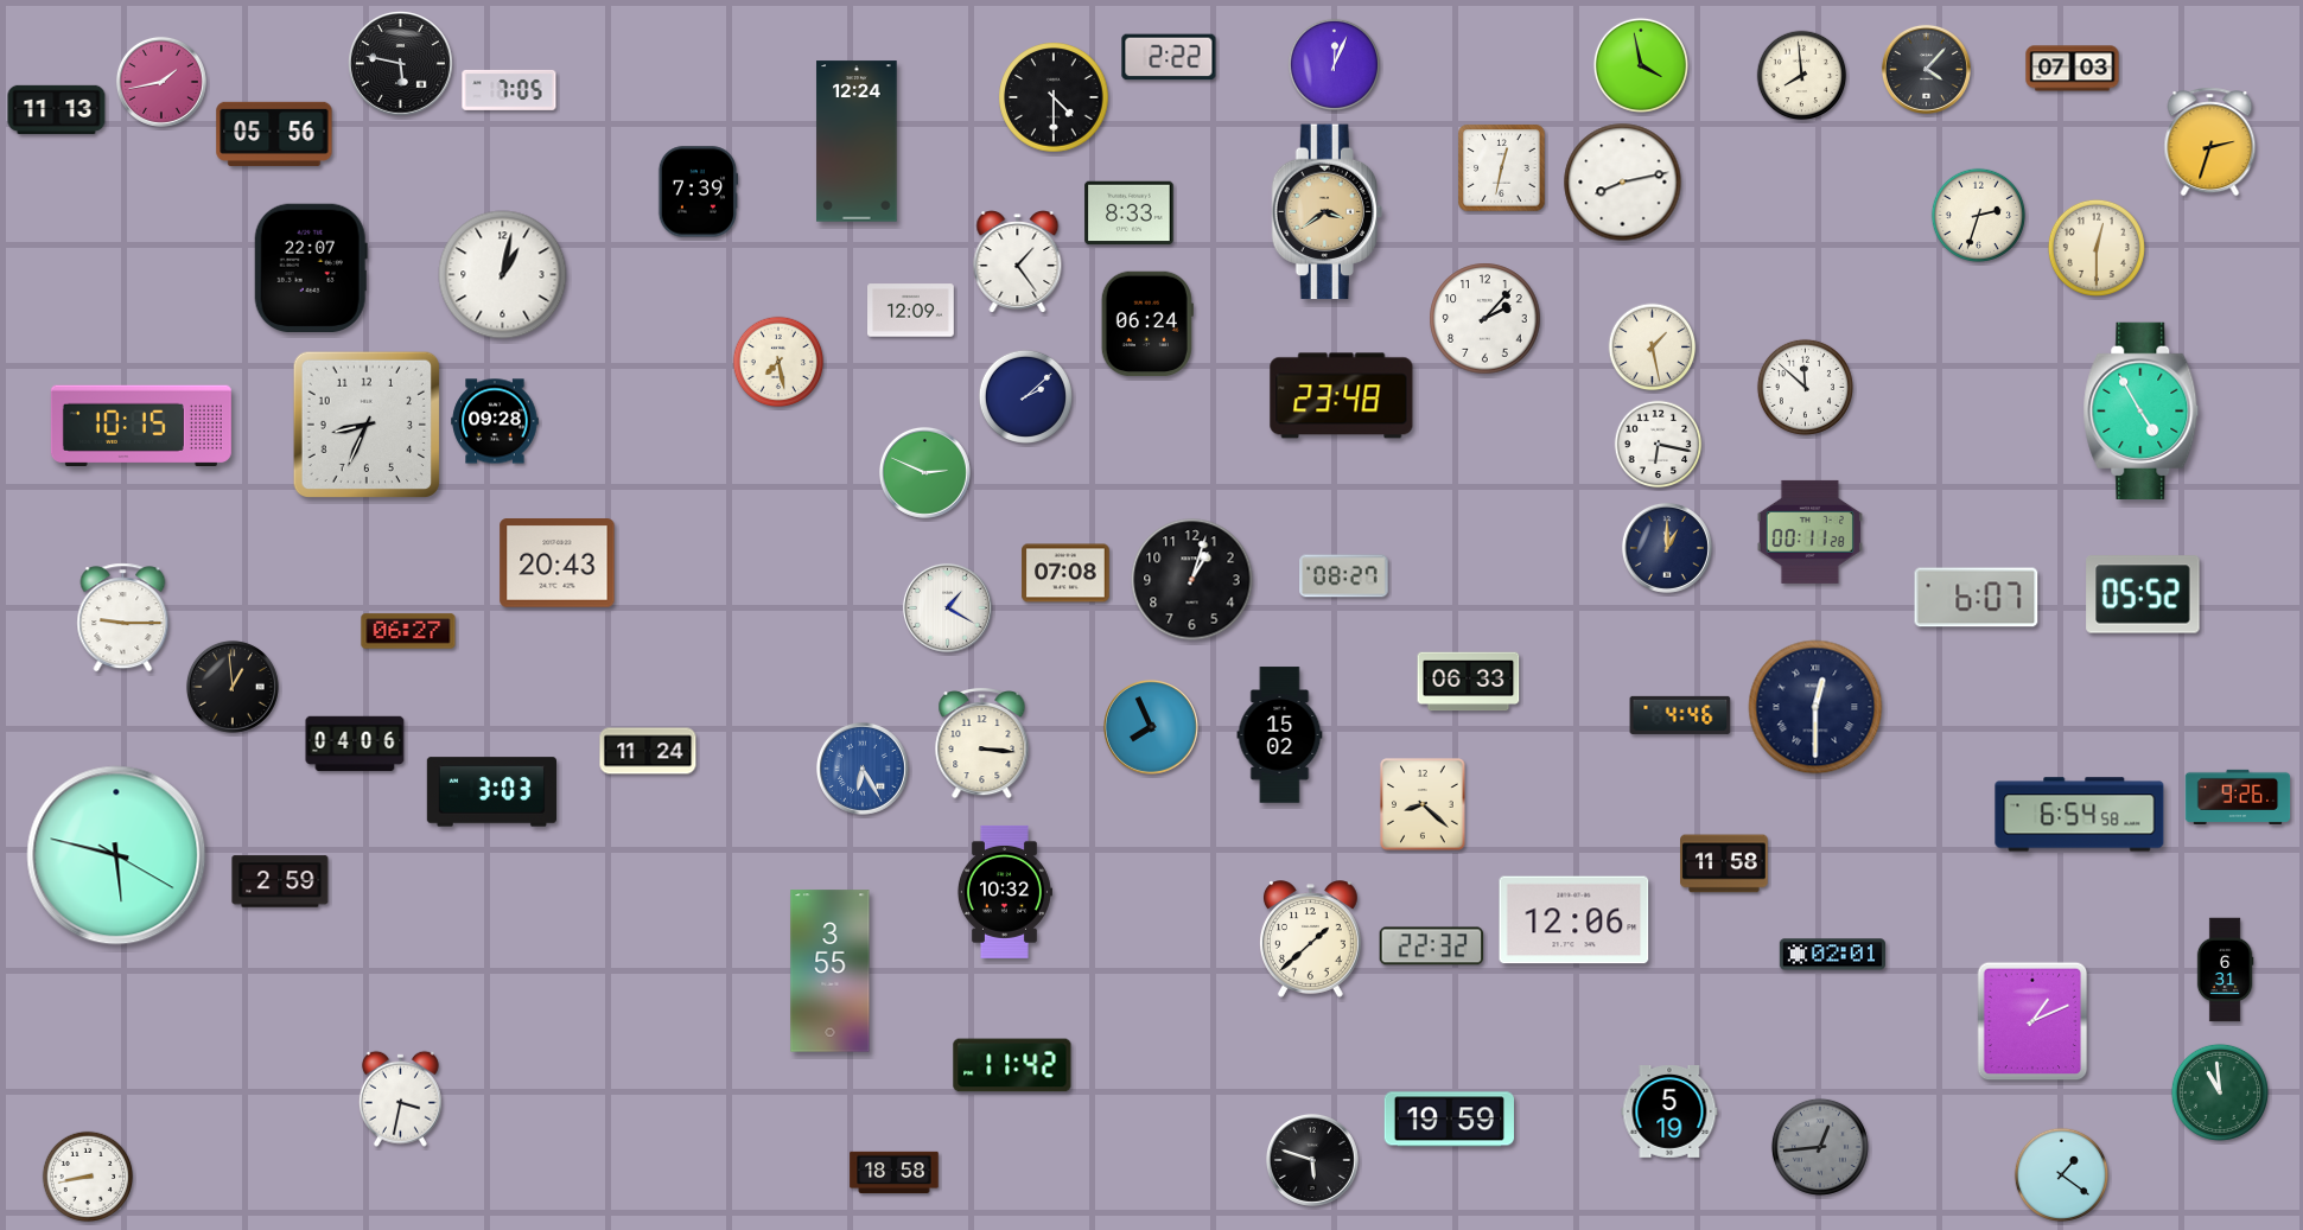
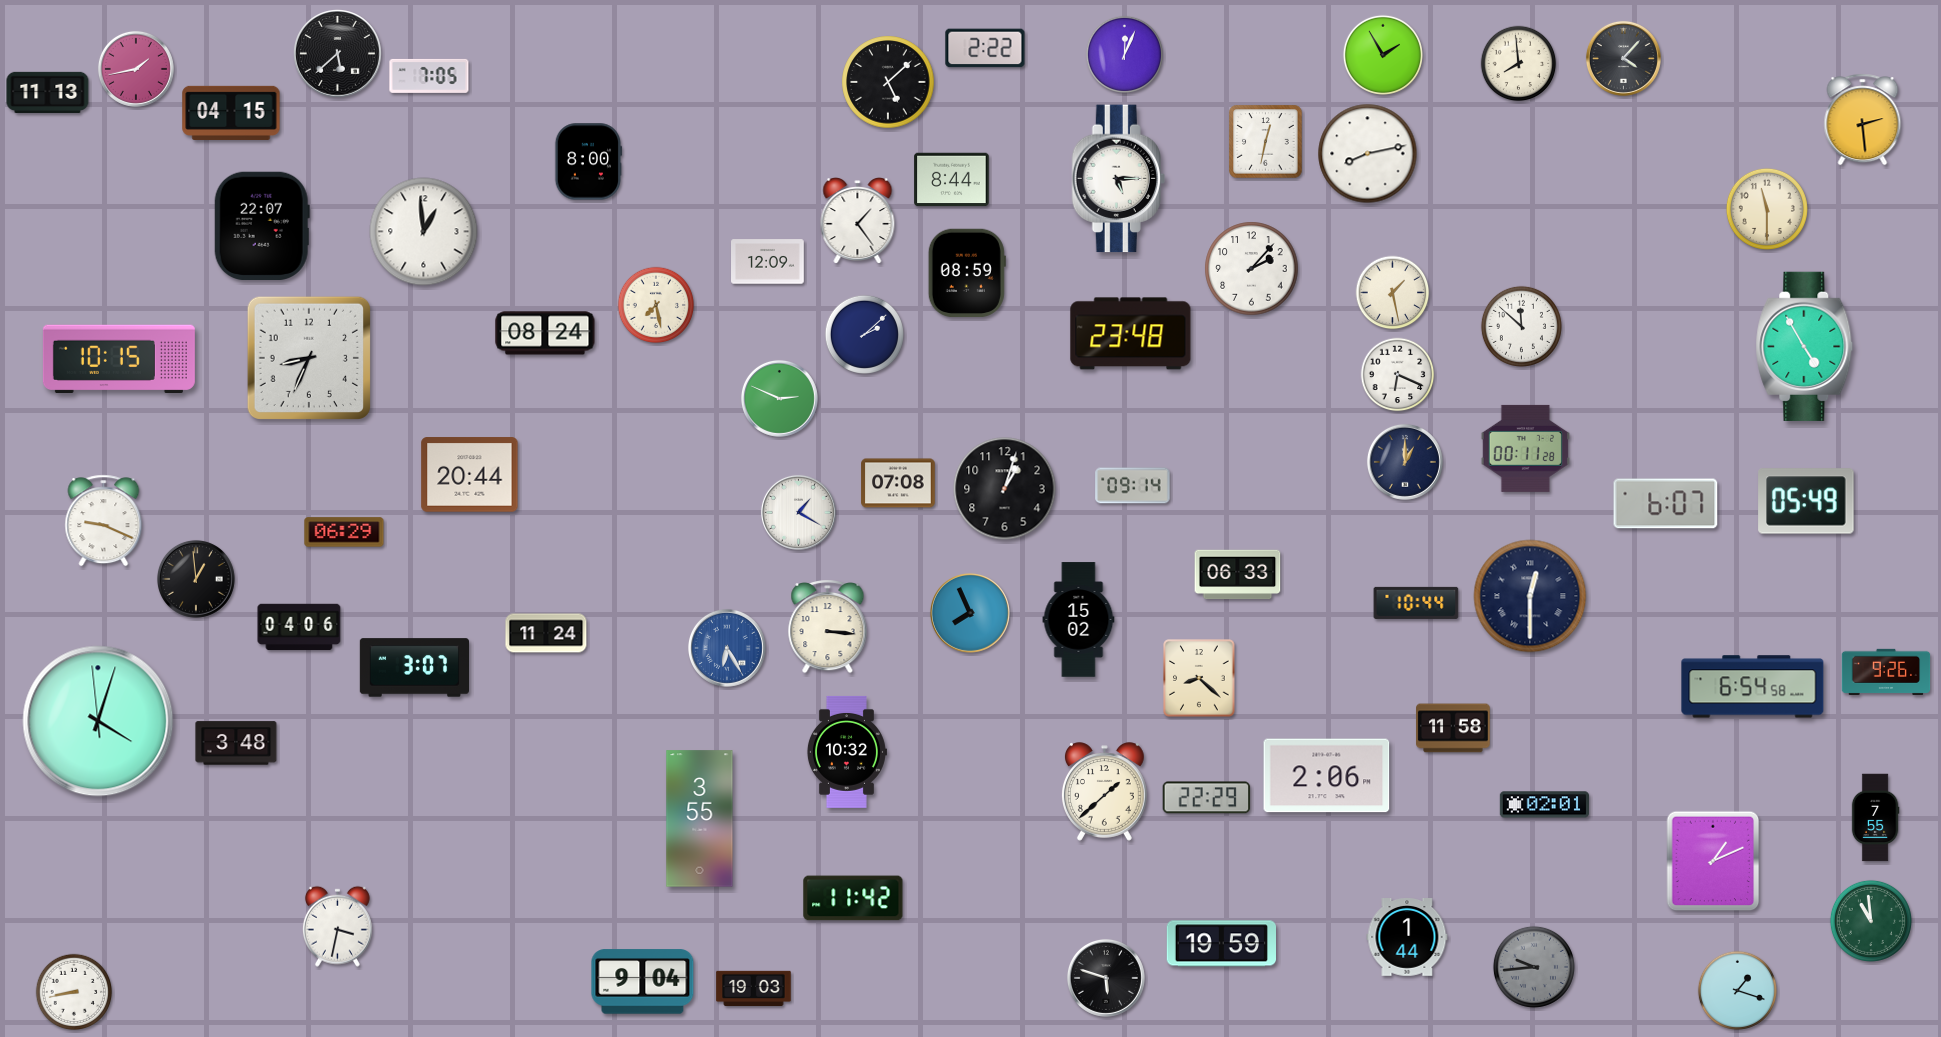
clock at (401, 64): 5:47 -> 5:38
clock at (1641, 65): 3:58 -> 1:55
clock at (2073, 69): 07:03 -> none
clock at (1054, 97): 4:30 -> 5:08
clock at (274, 134): 05:56 -> 04:15
clock at (857, 141): 12:24 -> none
clock at (2210, 142): 2:33 -> 2:29
clock at (698, 192): 7:39 -> 8:00
clock at (1327, 212): 3:39 -> 5:15
clock at (1327, 212) dial: champagne -> white
clock at (1130, 214): 8:33 -> 8:44
clock at (1978, 215): 2:33 -> none
clock at (2097, 248): 12:30 -> 11:30
clock at (503, 275): 1:02 -> 12:59
clock at (1147, 324): 06:24 -> 08:59
clock at (545, 333): none -> 08:24
clock at (495, 421): 09:28 -> none
clock at (1659, 445): 6:17 -> 6:19
clock at (558, 563): 20:43 -> 20:44
clock at (1344, 576): 08:27 -> 09:14
clock at (2143, 594): 05:52 -> 05:49
clock at (123, 618): 9:15 -> 9:19
clock at (408, 631): 06:27 -> 06:29
clock at (1680, 715): 4:46 -> 10:44
clock at (491, 792): 3:03 -> 3:07
clock at (116, 855): 5:47 -> 4:02
clock at (280, 881): 2:59 -> 3:48
clock at (1574, 920): 12:06 -> 2:06
clock at (1432, 947): 22:32 -> 22:29
clock at (2225, 970): 6:31 -> 7:55
clock at (1669, 1113): 5:19 -> 1:44
clock at (1820, 1147): 12:44 -> 9:44
clock at (643, 982): none -> 9:04
clock at (895, 1173): 18:58 -> 19:03
clock at (2061, 1174): 1:21 -> 1:18
